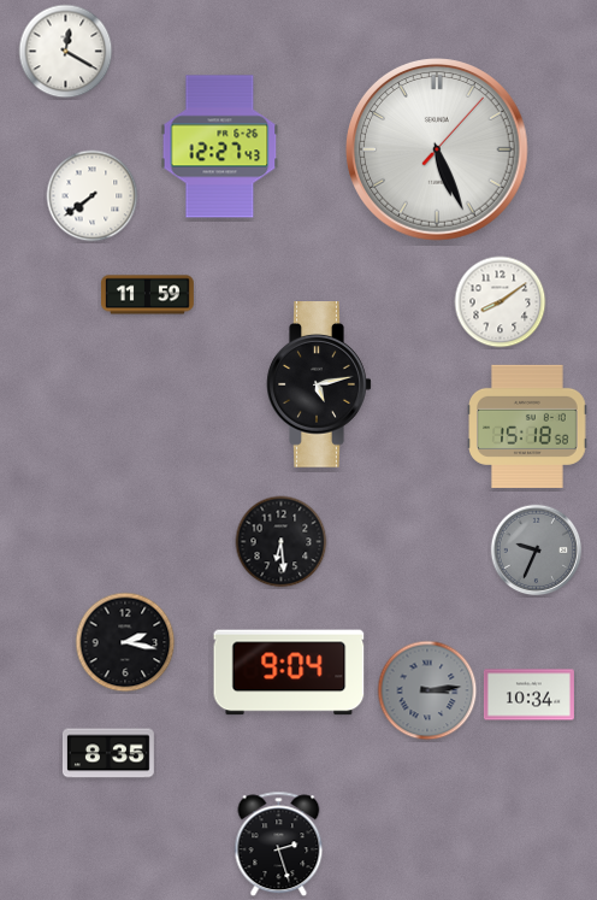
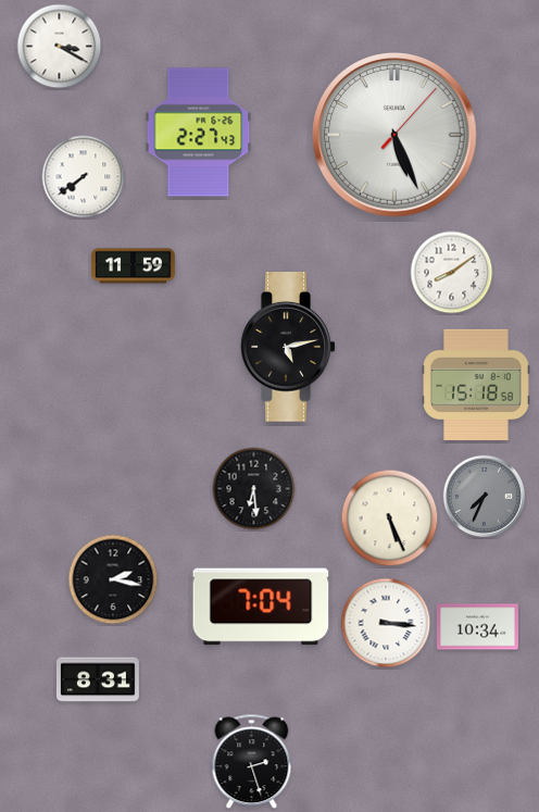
clock at (66, 52): 12:20 -> 3:20
clock at (220, 147): 12:27 -> 2:27
clock at (537, 551): 9:34 -> 7:34
clock at (390, 519): none -> 5:26
clock at (289, 672): 9:04 -> 7:04
clock at (427, 690): 3:14 -> 3:16
clock at (427, 690) dial: grey -> white
clock at (108, 753): 8:35 -> 8:31
